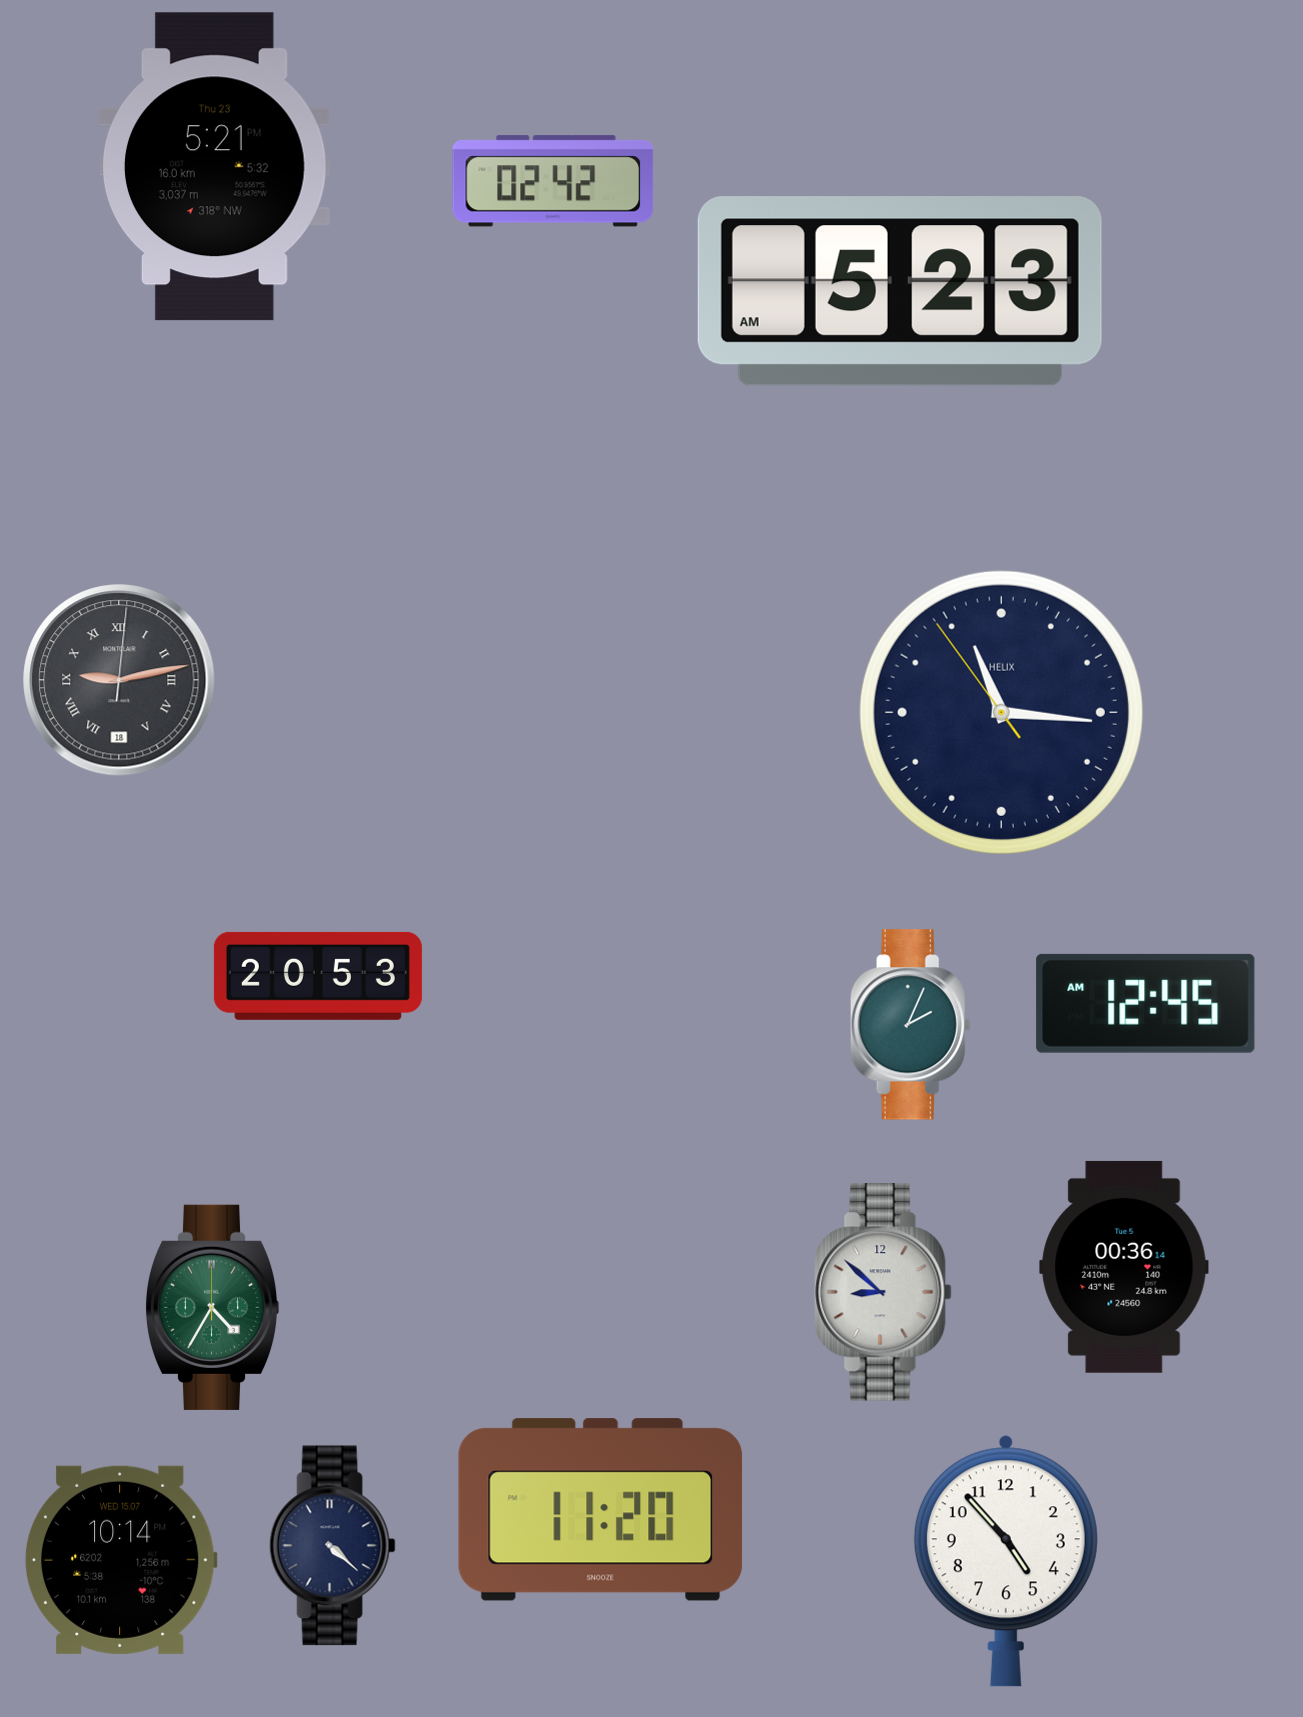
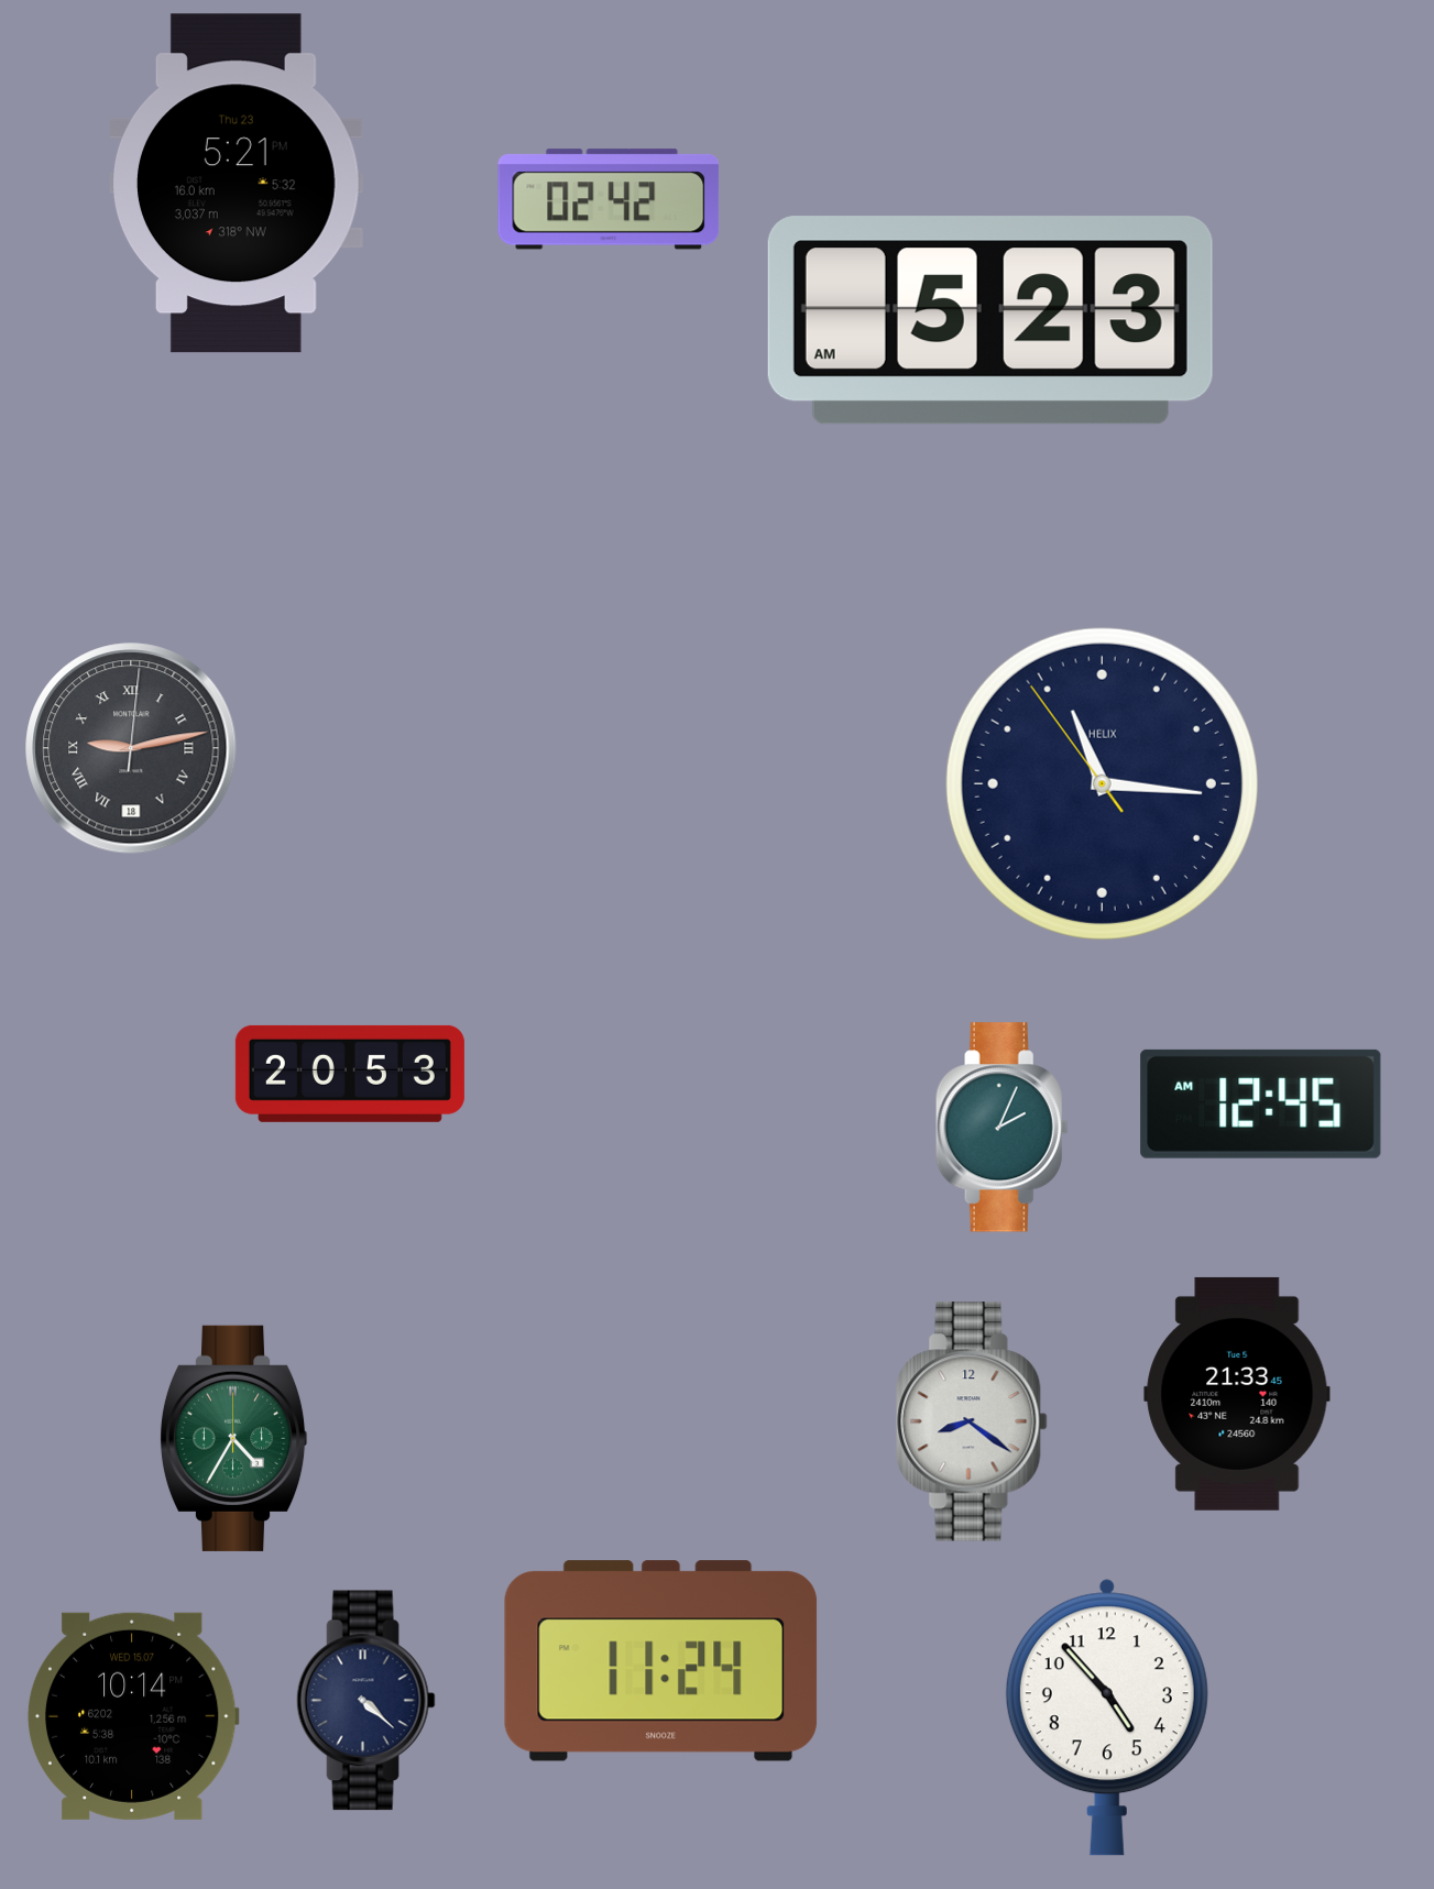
clock at (1124, 1267): 00:36 -> 21:33
clock at (883, 1292): 8:52 -> 8:21
clock at (601, 1510): 11:20 -> 11:24
